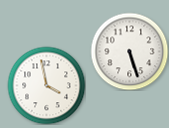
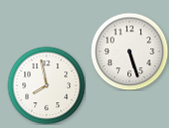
clock at (46, 85): 3:58 -> 7:58
